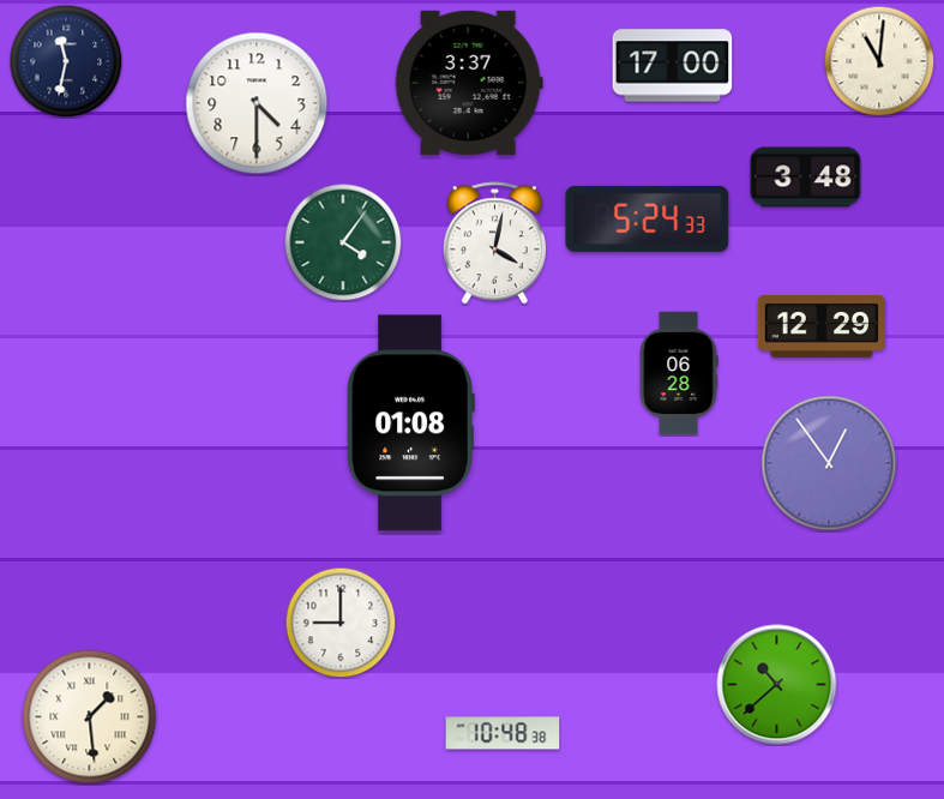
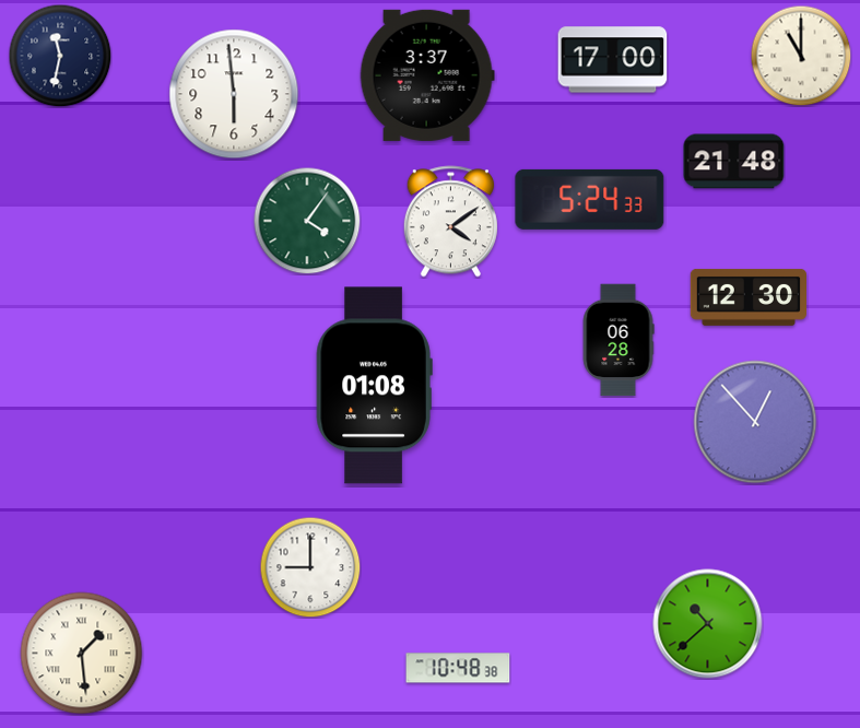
clock at (879, 61): 11:01 -> 11:00
clock at (257, 103): 4:30 -> 5:59
clock at (806, 178): 3:48 -> 21:48
clock at (343, 242) position: (343, 242) -> (307, 221)
clock at (494, 244): 4:02 -> 4:09
clock at (820, 326): 12:29 -> 12:30
clock at (829, 463): 12:54 -> 12:53
